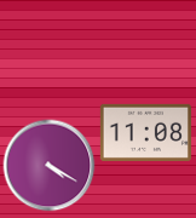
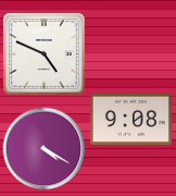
clock at (43, 53): none -> 4:49
clock at (145, 132): 11:08 -> 9:08
